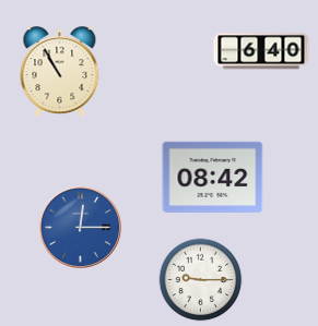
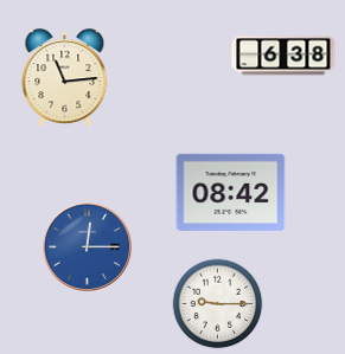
clock at (261, 51): 6:40 -> 6:38
clock at (60, 72): 10:55 -> 11:14
